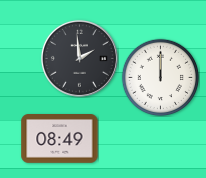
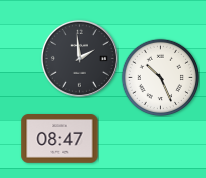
clock at (160, 77): 12:00 -> 10:26
clock at (60, 139): 08:49 -> 08:47
